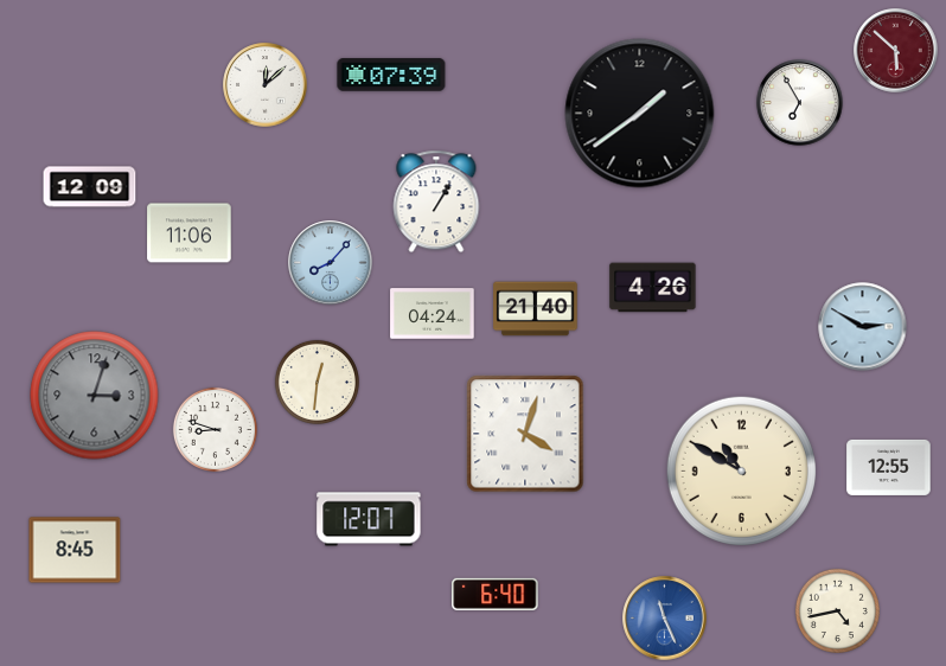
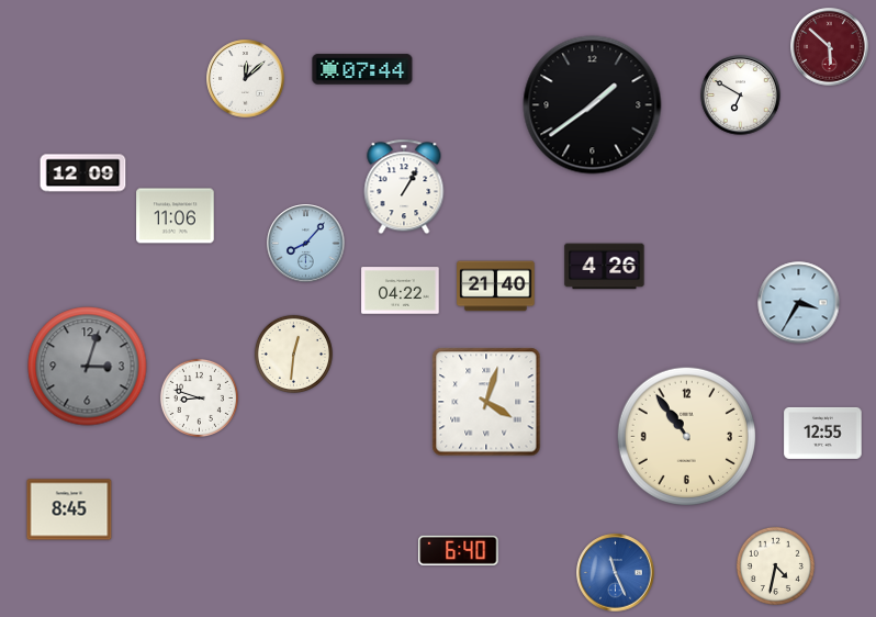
clock at (391, 75): 07:39 -> 07:44
clock at (800, 103): 6:55 -> 6:50
clock at (433, 314): 04:24 -> 04:22
clock at (863, 327): 2:50 -> 3:35
clock at (741, 470): 10:50 -> 10:54
clock at (369, 519): 12:07 -> none
clock at (837, 610): 4:43 -> 4:32
